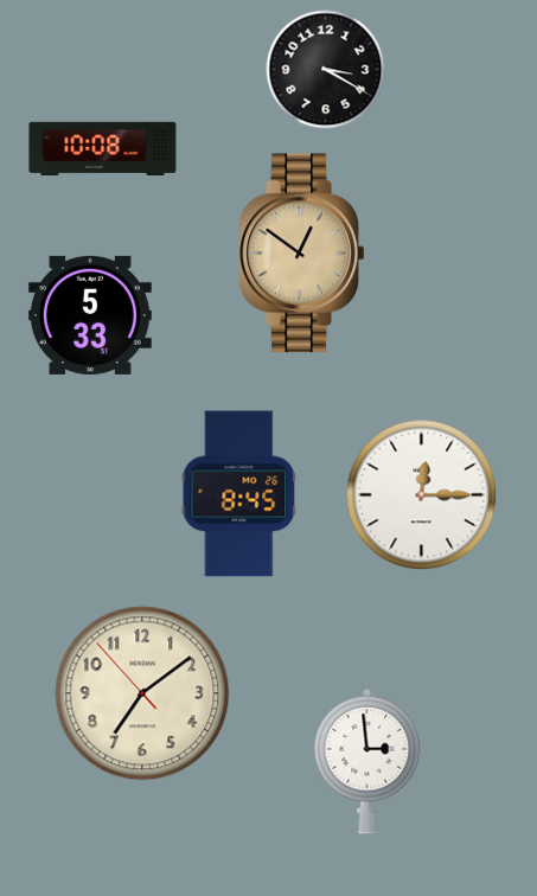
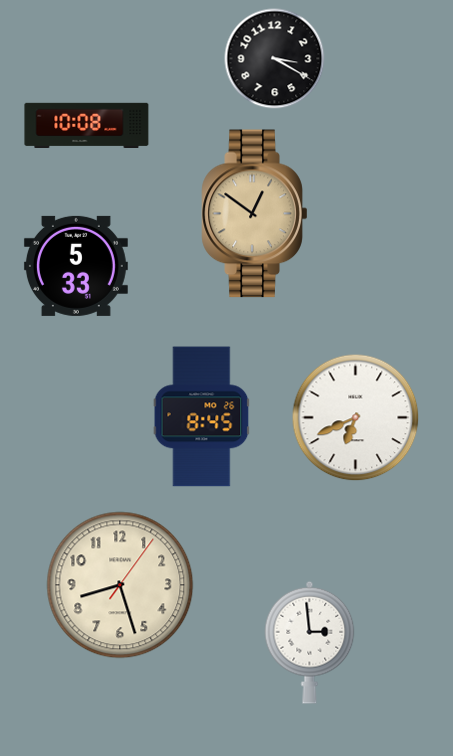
clock at (422, 495): 12:15 -> 6:41
clock at (142, 693): 7:08 -> 8:27
